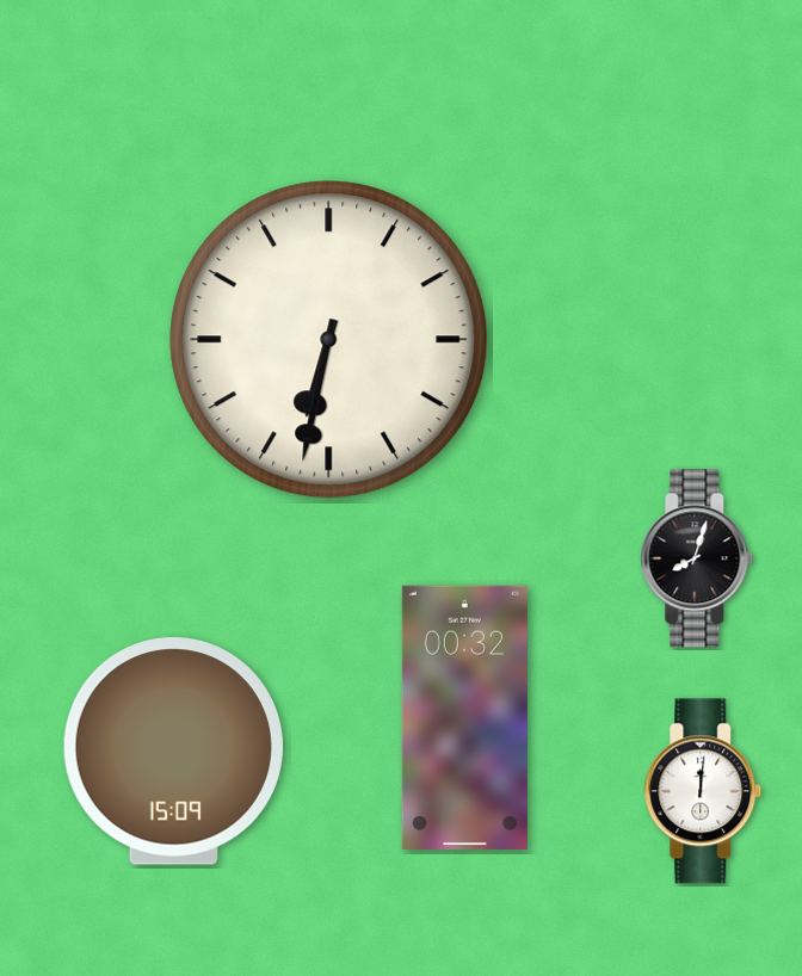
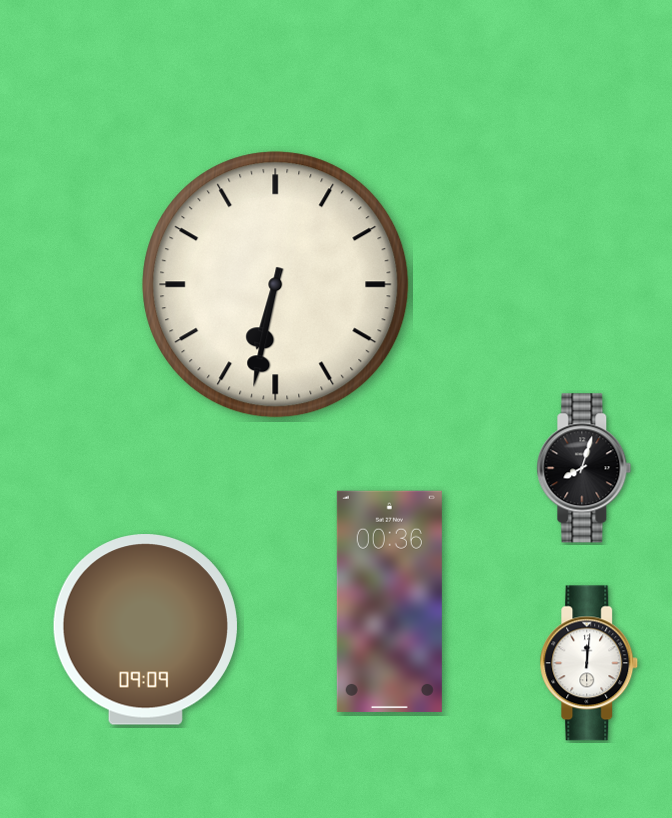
clock at (464, 717): 00:32 -> 00:36
clock at (173, 752): 15:09 -> 09:09
